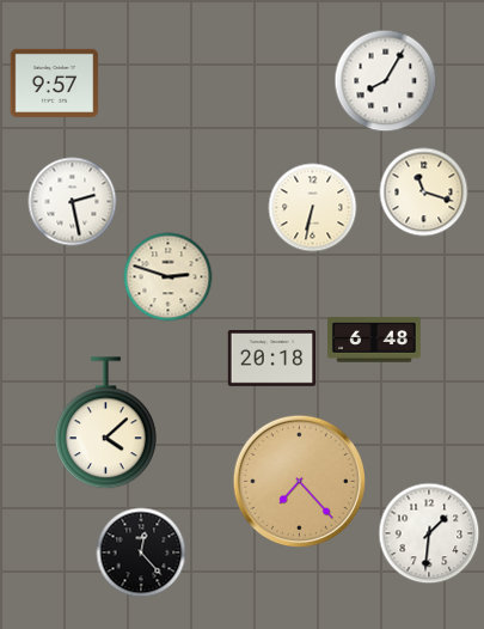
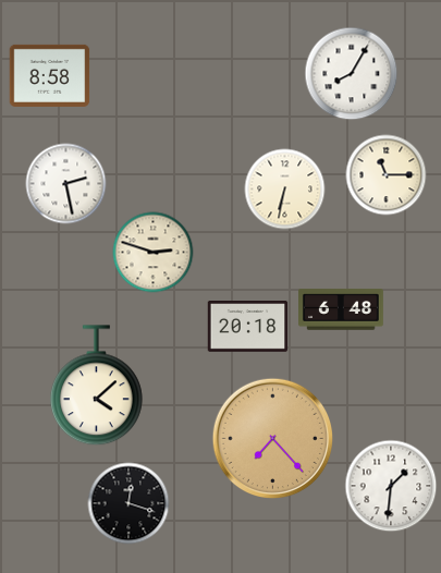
clock at (55, 83): 9:57 -> 8:58
clock at (424, 193): 11:18 -> 11:15
clock at (141, 552): 12:23 -> 12:18
